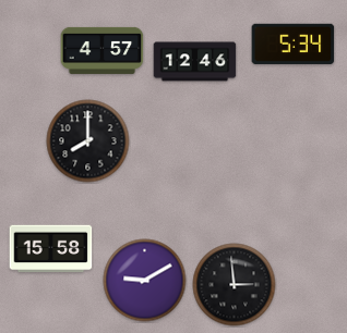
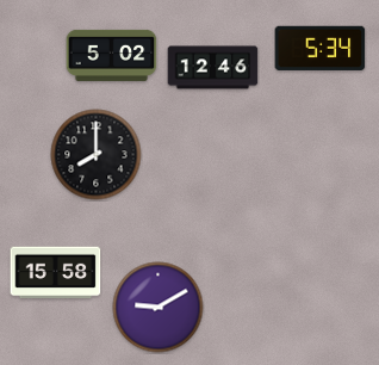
clock at (103, 50): 4:57 -> 5:02
clock at (235, 285): 2:59 -> none
